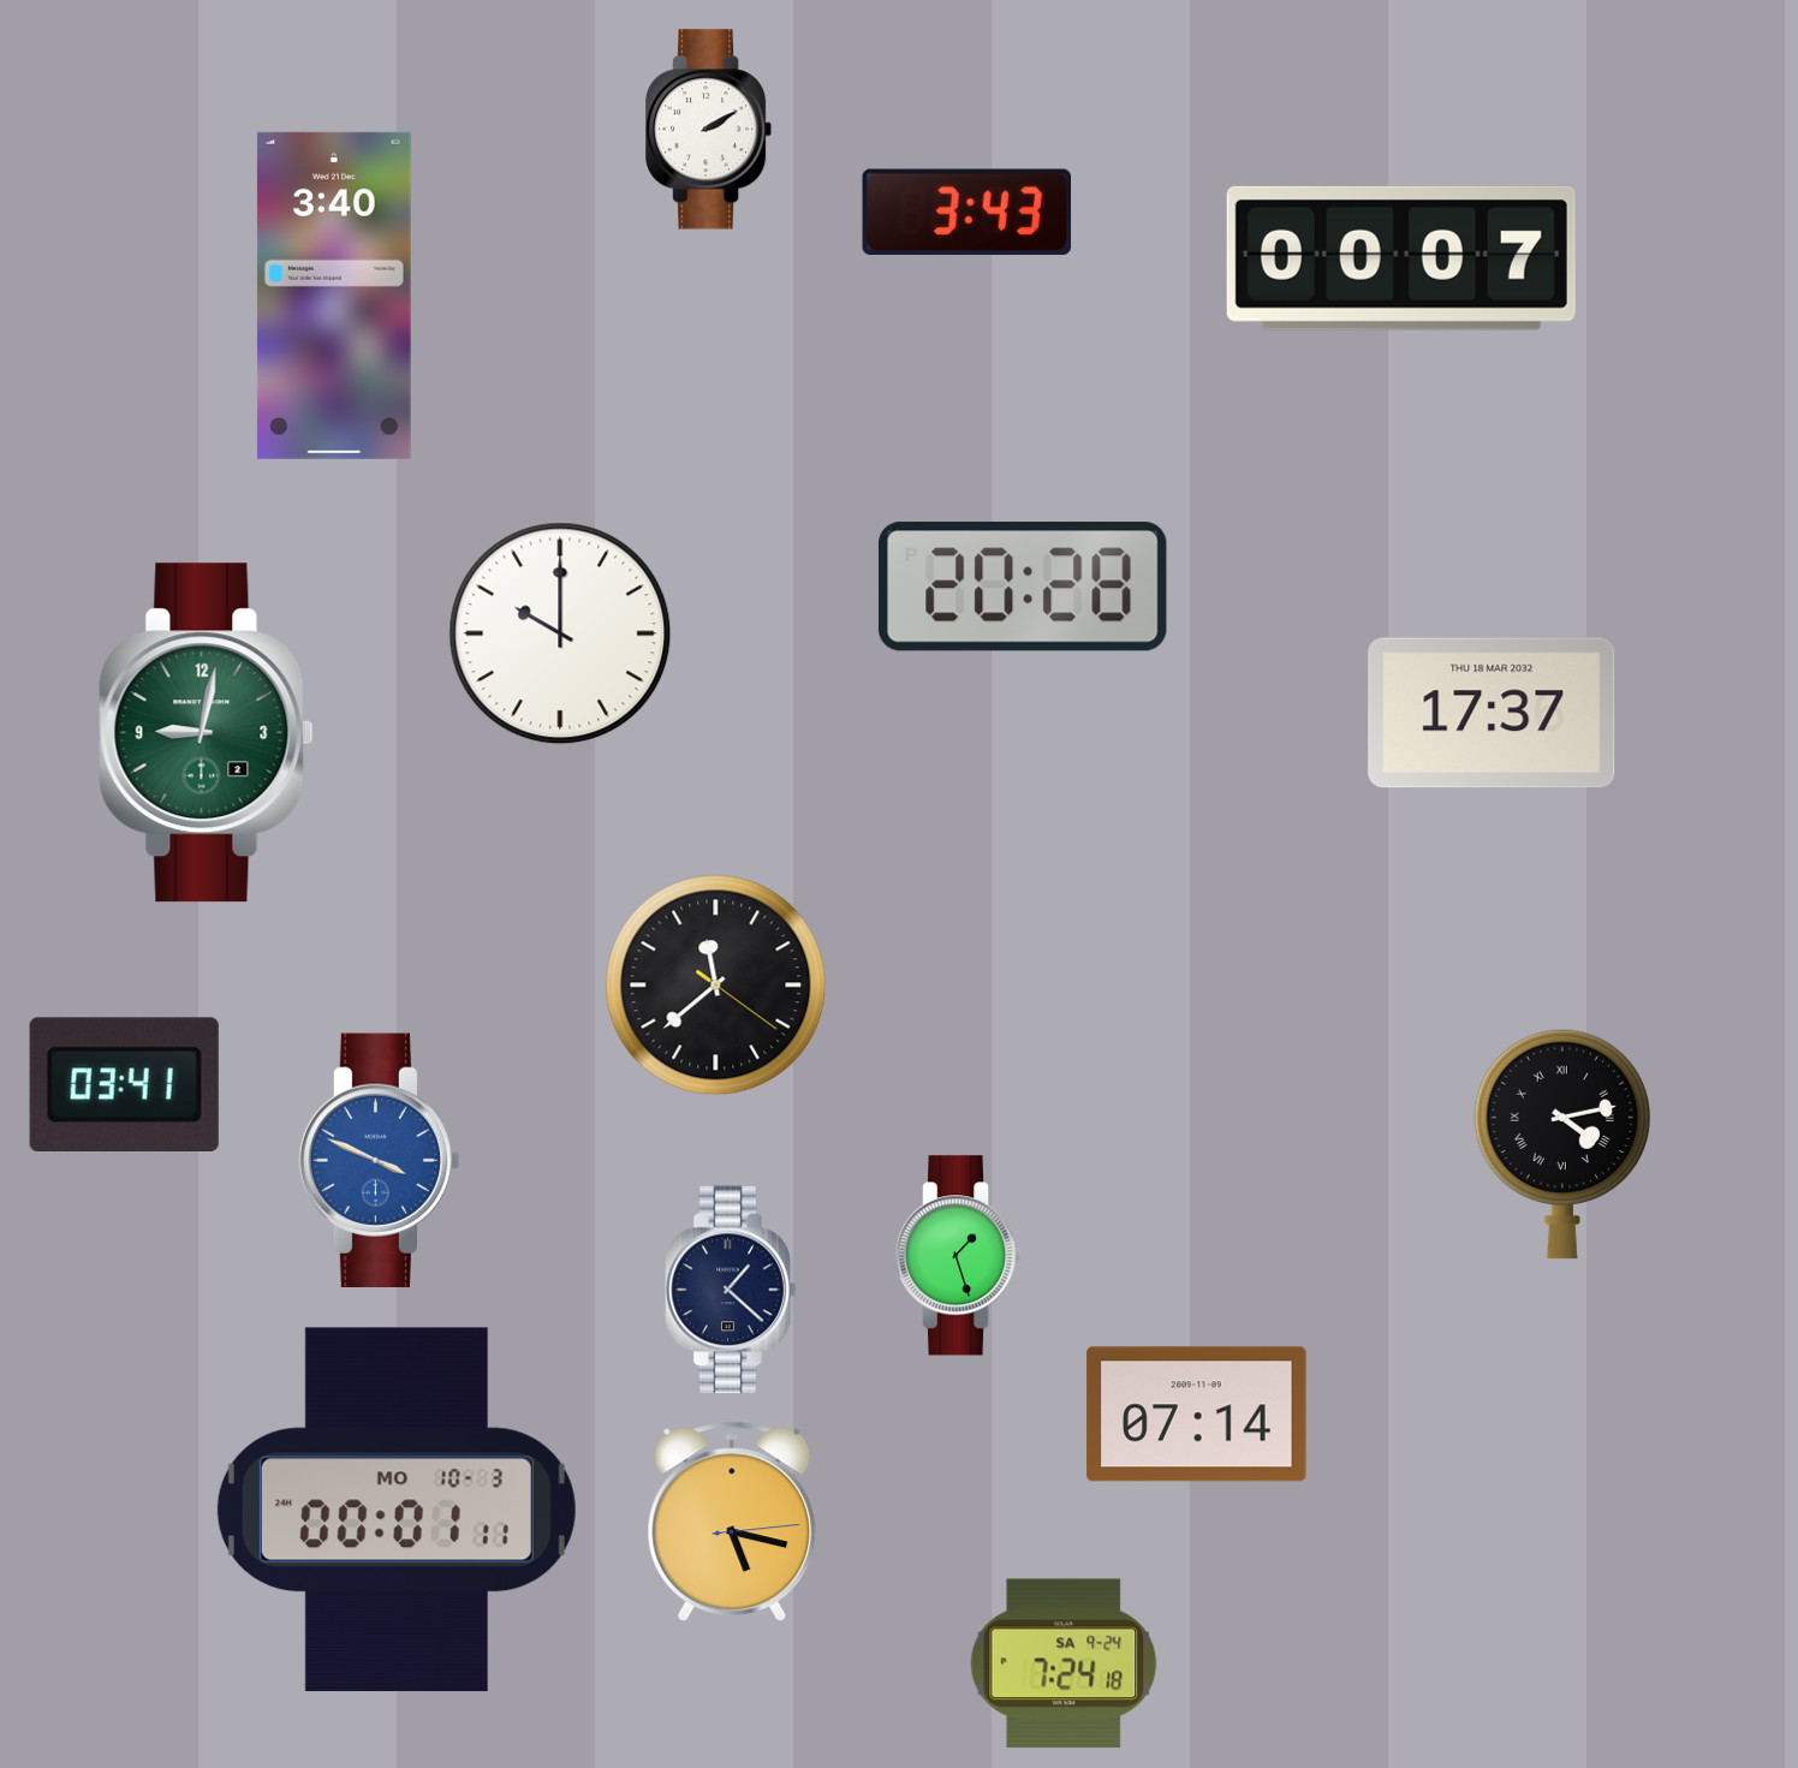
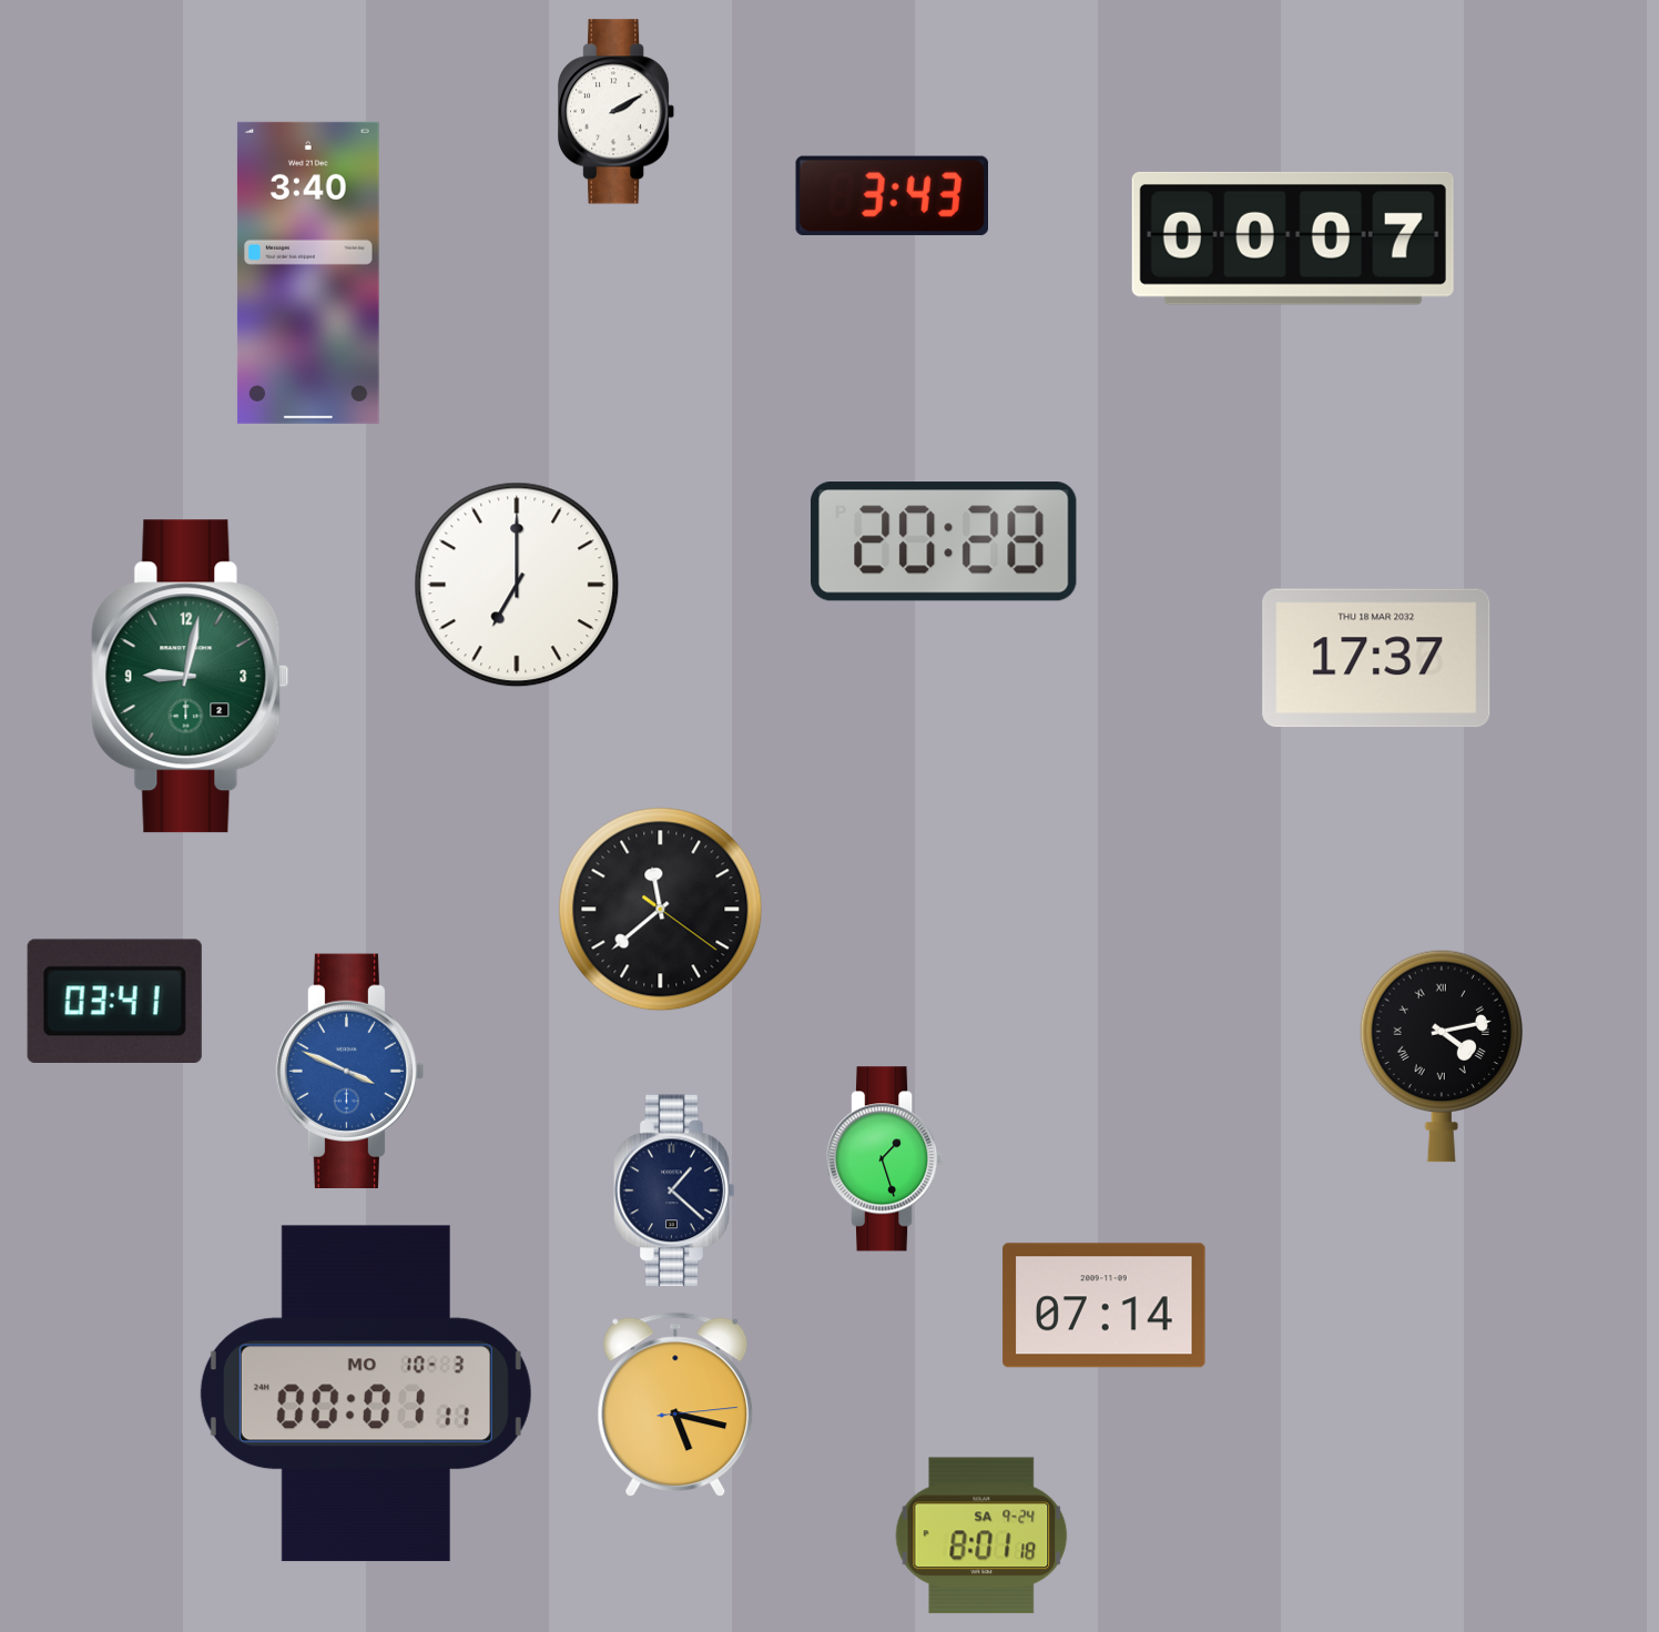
clock at (710, 130) position: (710, 130) -> (618, 112)
clock at (560, 633): 10:00 -> 7:00
clock at (1064, 1663): 7:24 -> 8:01
